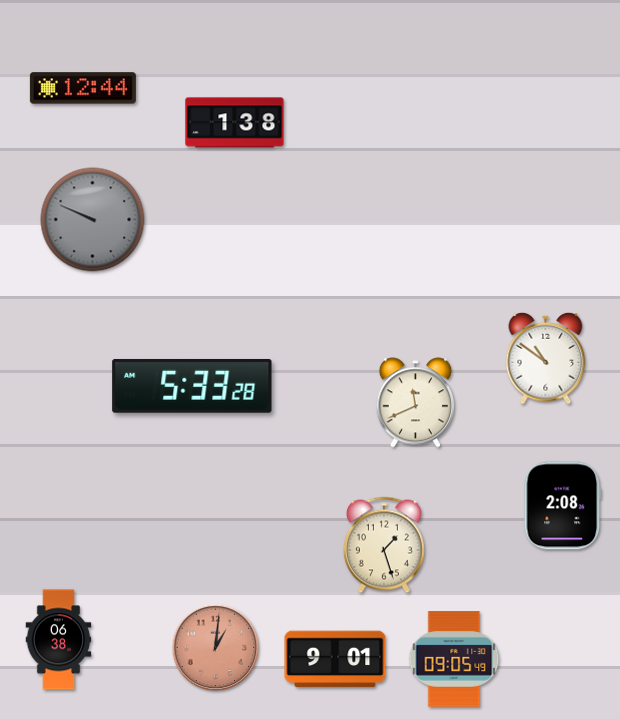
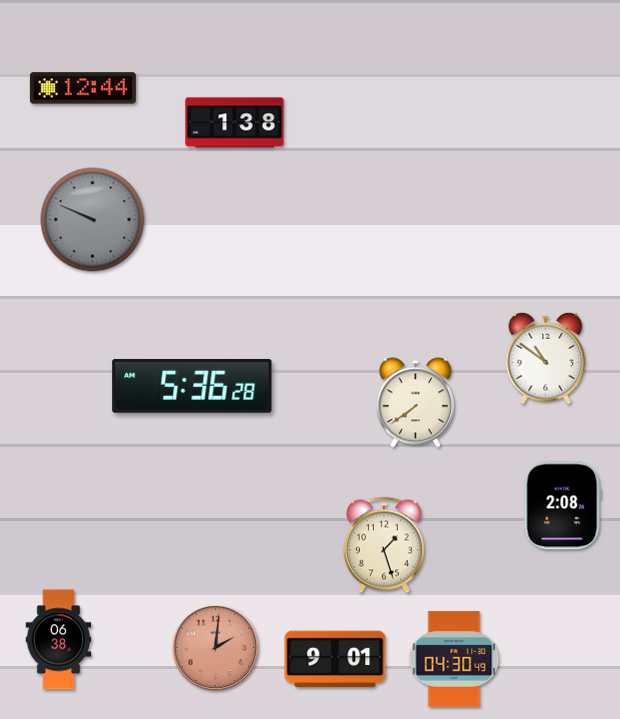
clock at (192, 386): 5:33 -> 5:36
clock at (415, 403): 11:41 -> 7:39
clock at (216, 648): 1:01 -> 2:01
clock at (454, 659): 09:05 -> 04:30
